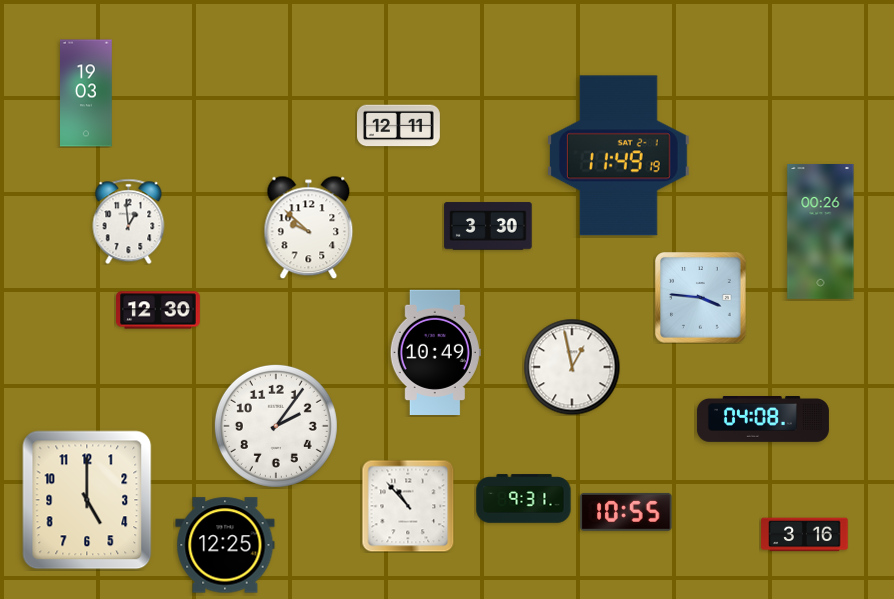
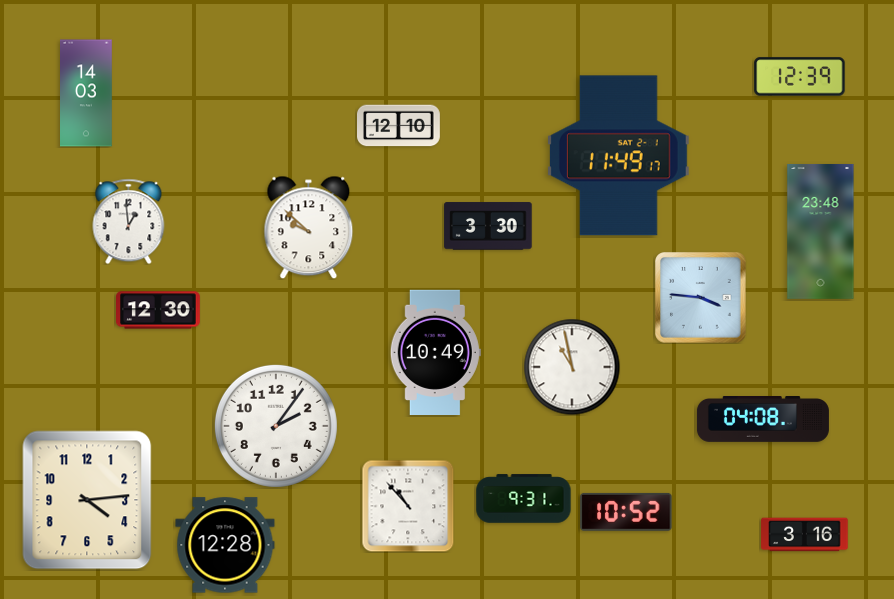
clock at (800, 77): none -> 12:39
clock at (87, 93): 19:03 -> 14:03
clock at (399, 126): 12:11 -> 12:10
clock at (618, 156): 11:49:19 -> 11:49:17
clock at (821, 231): 00:26 -> 23:48
clock at (572, 367): 12:58 -> 10:58
clock at (87, 500): 5:00 -> 4:14
clock at (626, 512): 10:55 -> 10:52
clock at (225, 545): 12:25 -> 12:28
